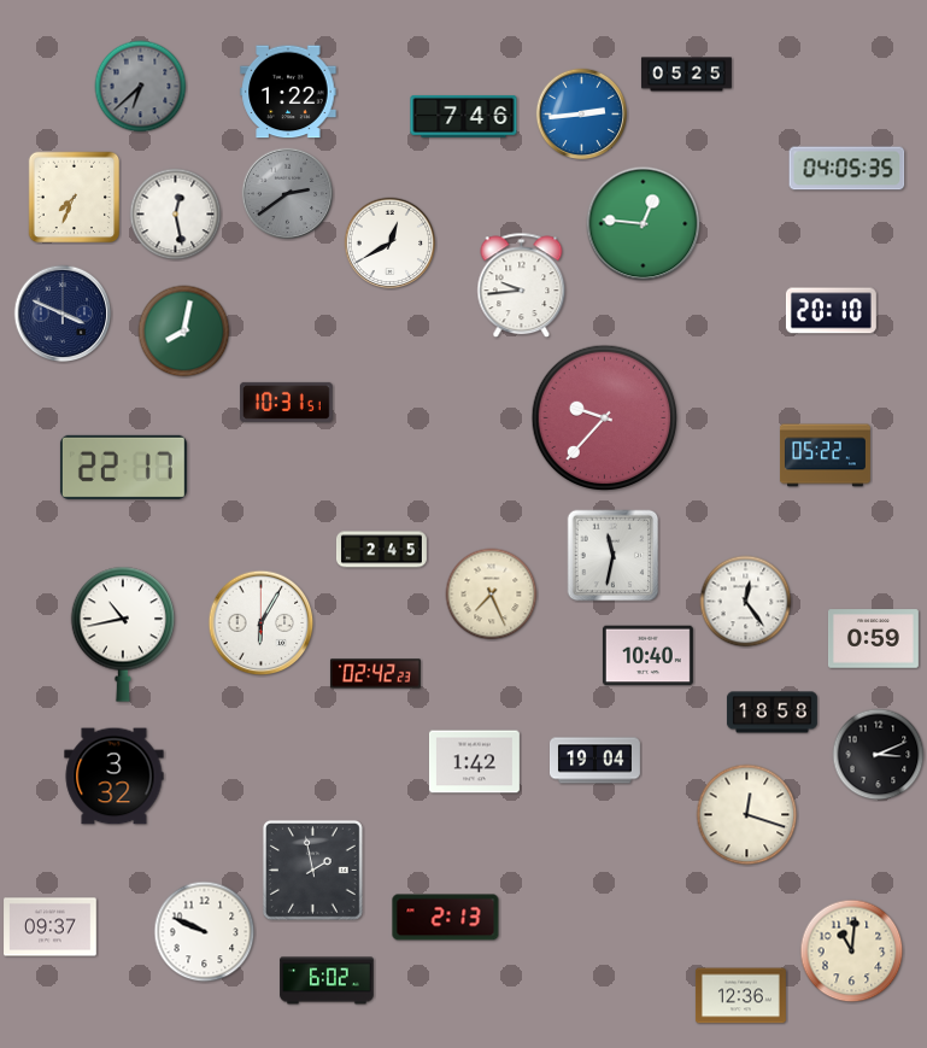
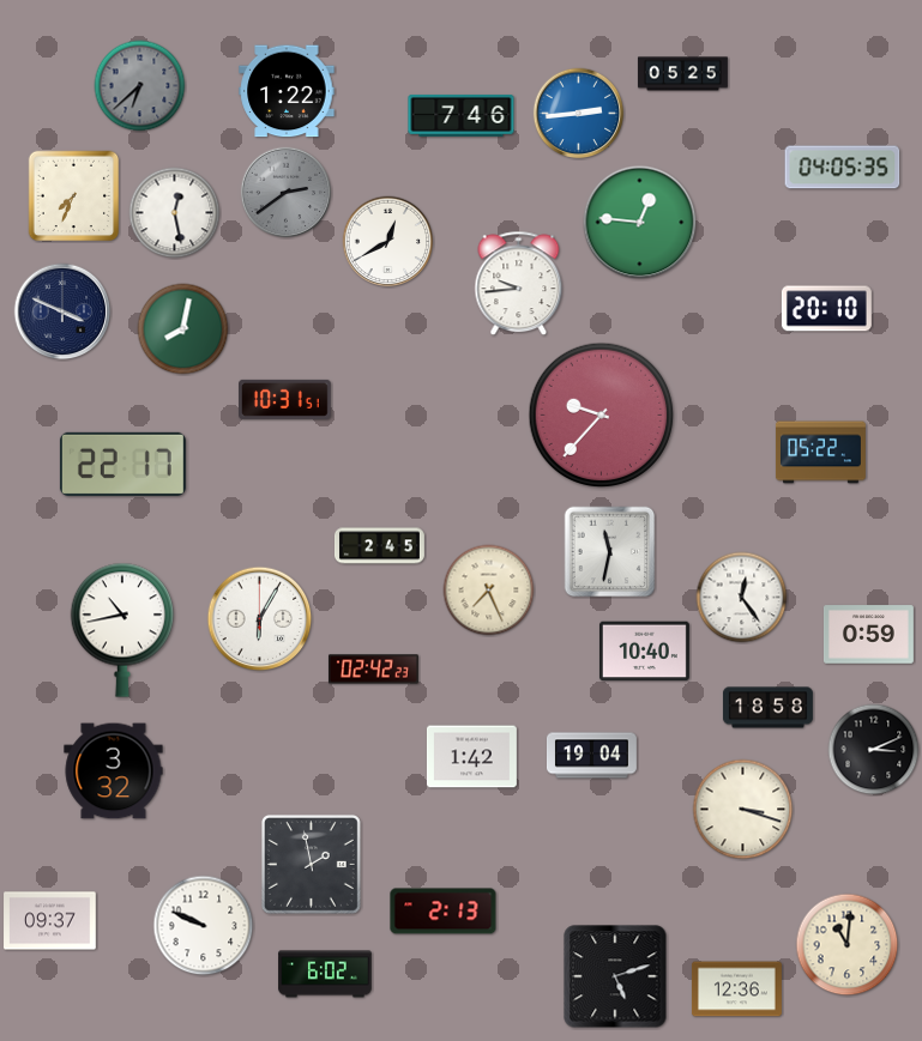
clock at (747, 815): 12:18 -> 3:18
clock at (615, 976): none -> 5:12
